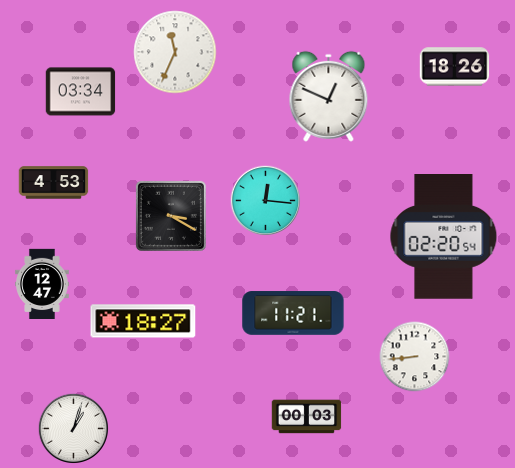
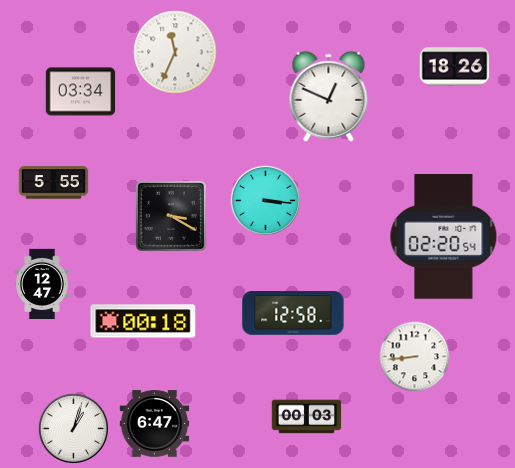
clock at (54, 183): 4:53 -> 5:55
clock at (265, 200): 12:16 -> 3:16
clock at (293, 313): 11:21 -> 12:58
clock at (143, 321): 18:27 -> 00:18
clock at (155, 424): none -> 6:47
